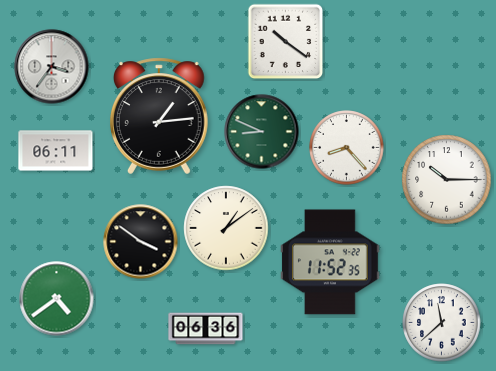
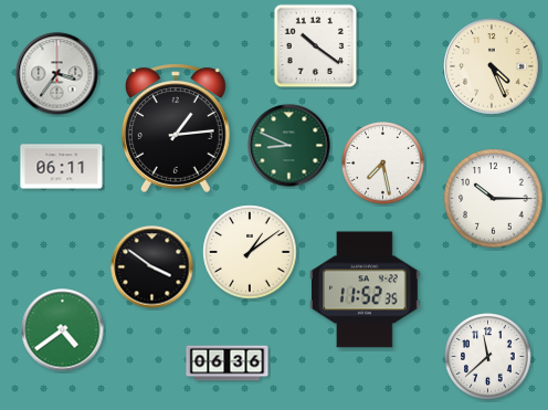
clock at (492, 66): none -> 4:26
clock at (347, 148): 8:23 -> 7:28
clock at (141, 242) position: (141, 242) -> (152, 267)
